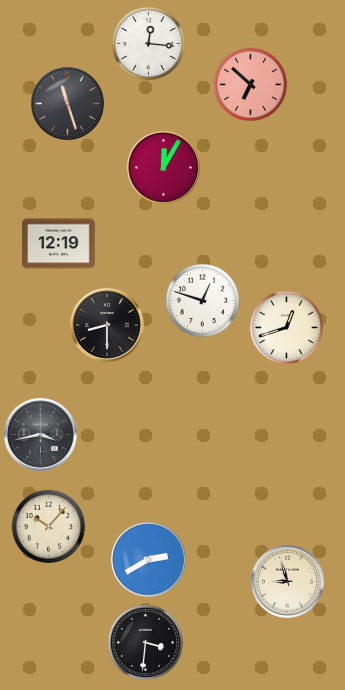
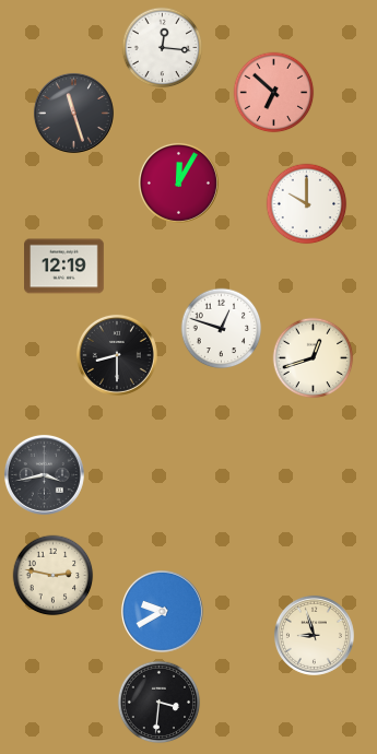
clock at (307, 204): none -> 10:00
clock at (49, 527): 10:07 -> 2:47
clock at (148, 559): 2:40 -> 9:40
